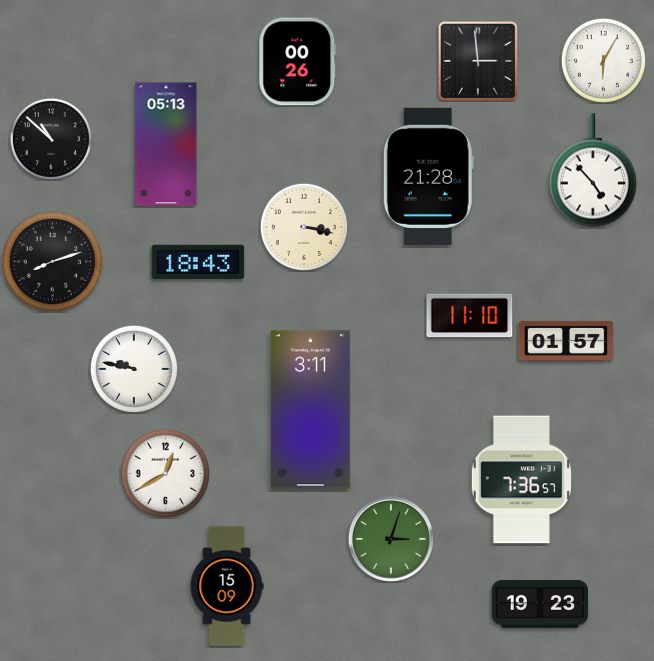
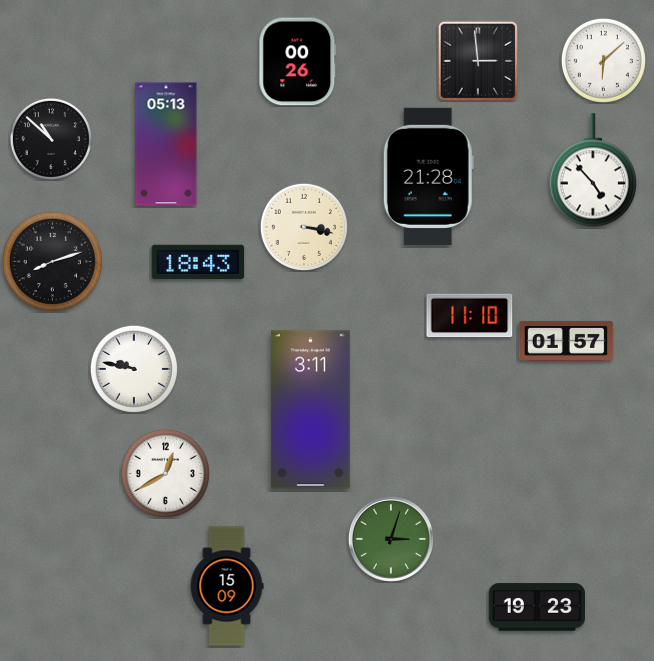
clock at (603, 60): 6:05 -> 6:08
clock at (521, 480): 7:36 -> none
clock at (539, 604) position: (539, 604) -> (536, 607)
